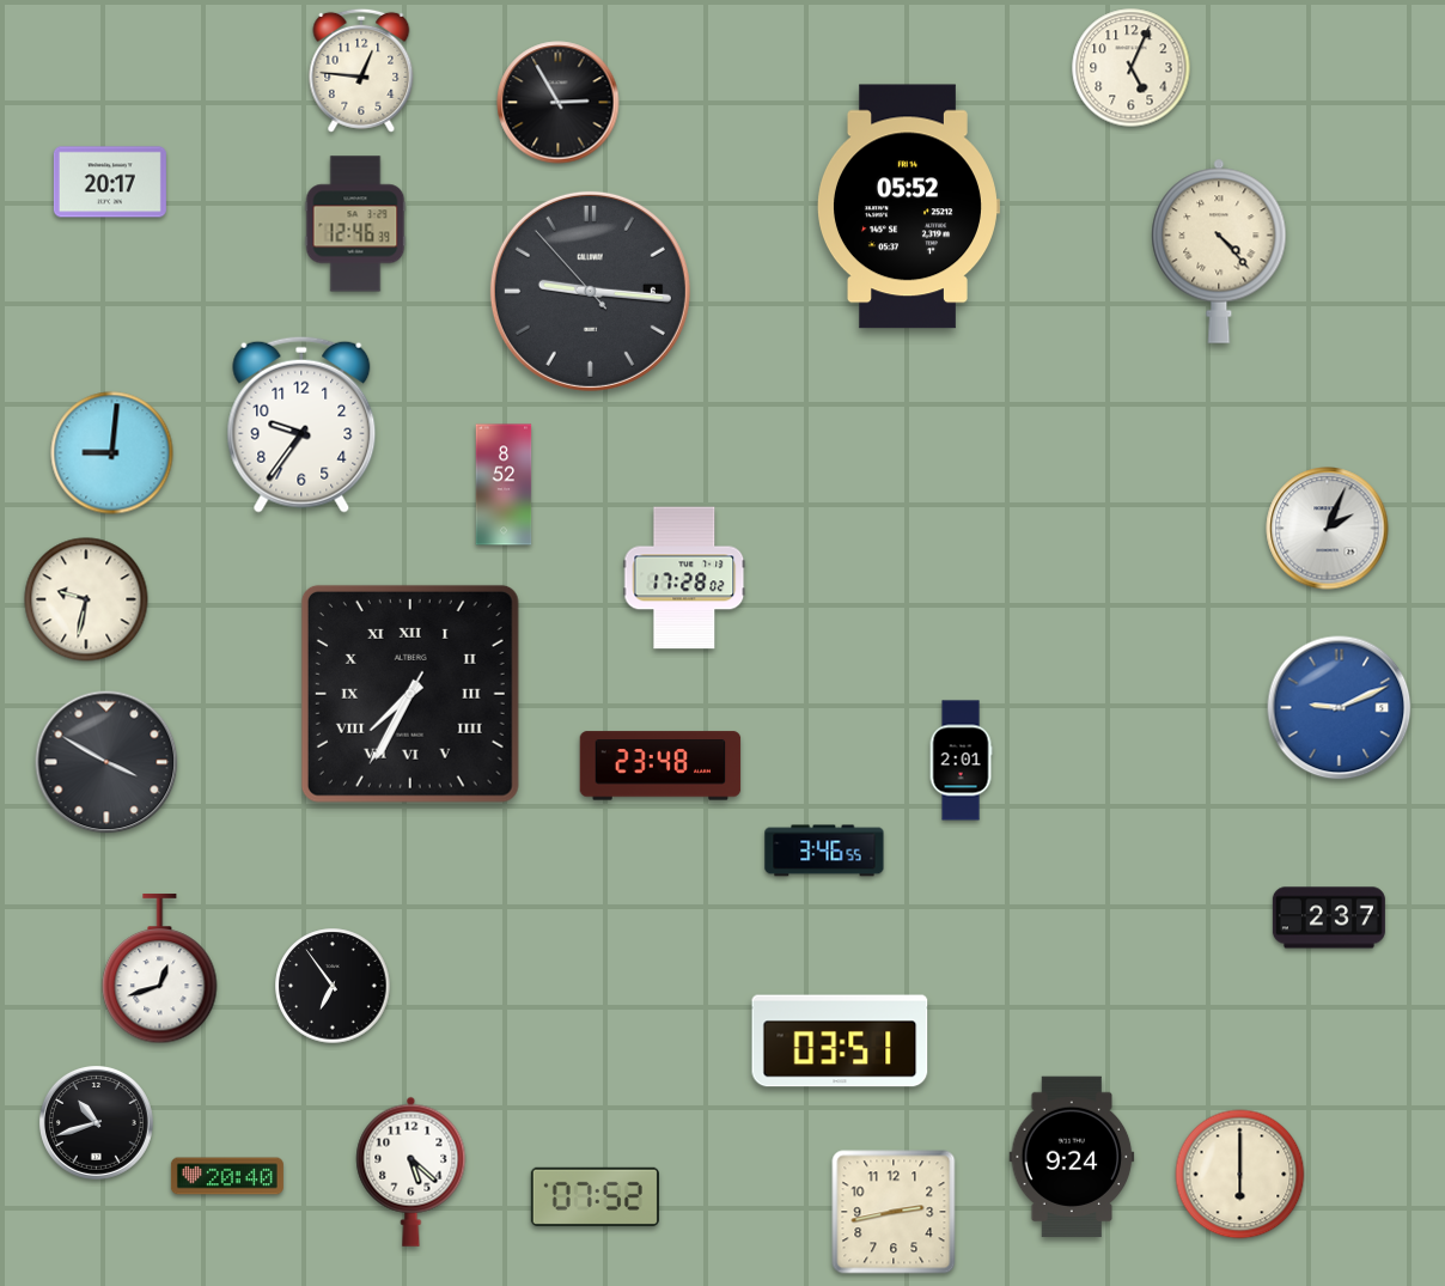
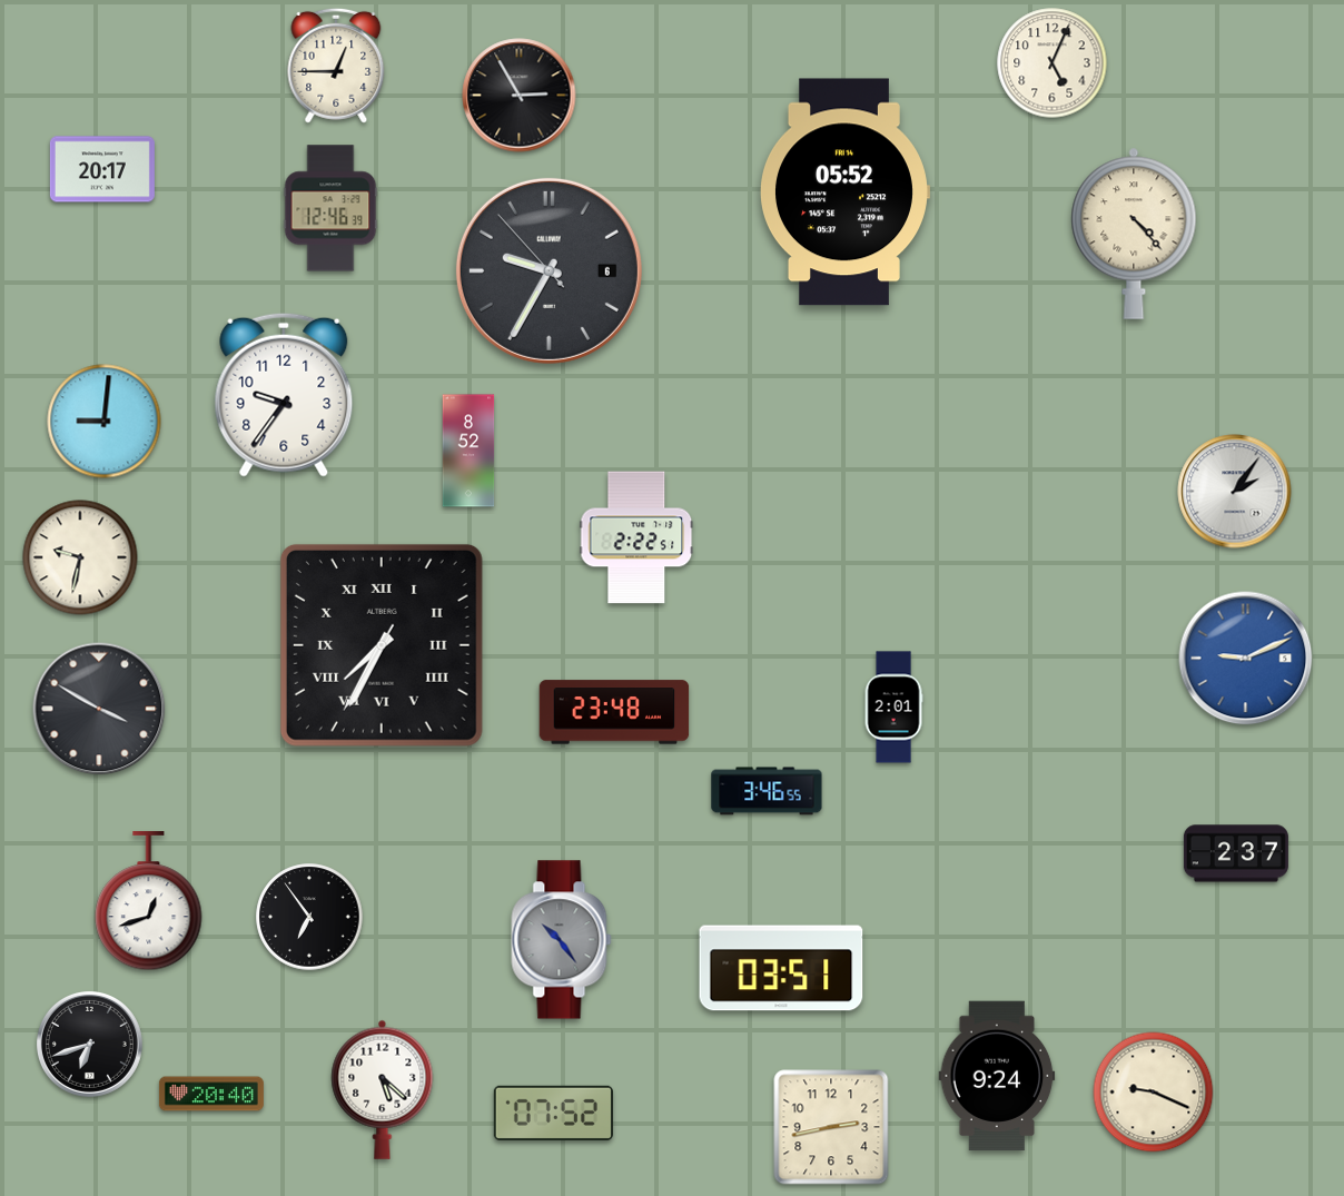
clock at (361, 71): 12:46 -> 12:45
clock at (590, 291): 9:15 -> 9:34
clock at (301, 425) position: (301, 425) -> (284, 395)
clock at (1328, 529): 2:04 -> 2:06
clock at (684, 578): 17:28 -> 2:22
clock at (562, 940): none -> 10:24
clock at (96, 1122): 10:42 -> 6:42
clock at (1240, 1175): 6:00 -> 9:19
